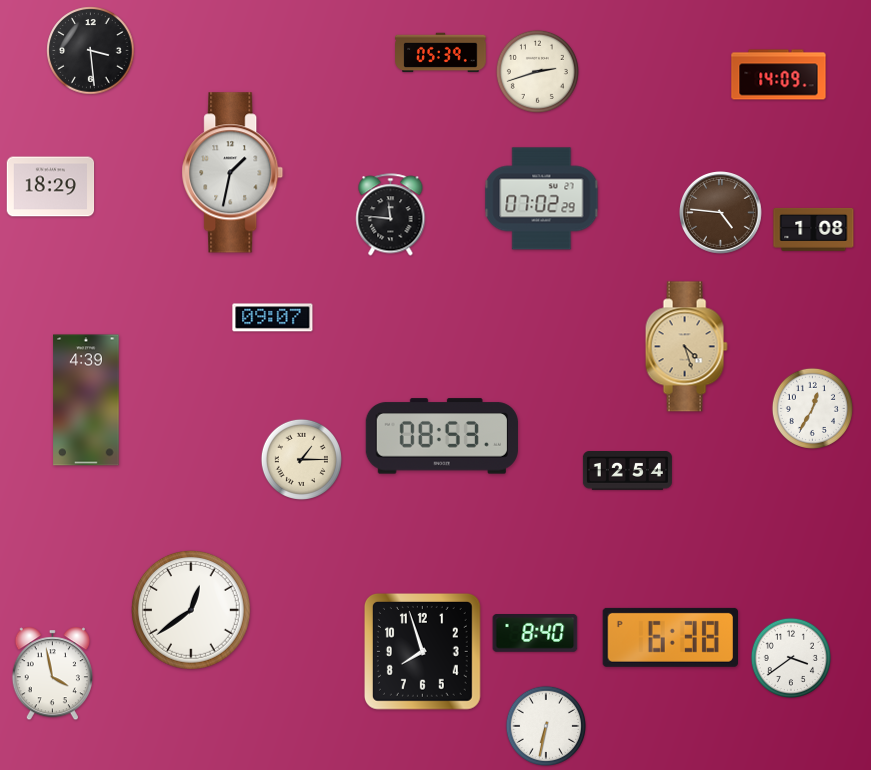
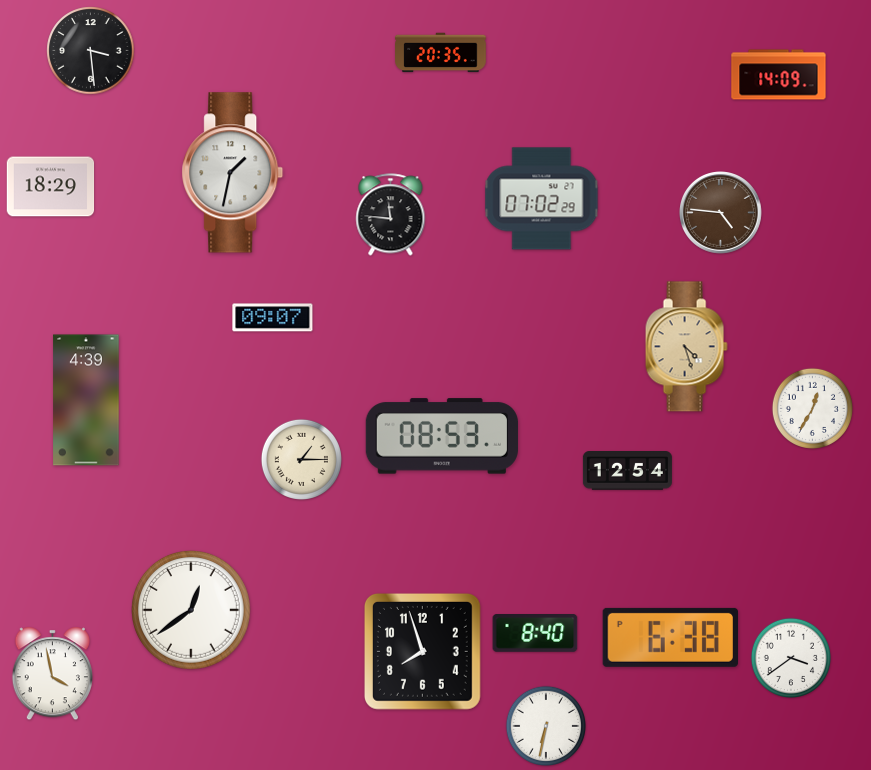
clock at (441, 53): 05:39 -> 20:35
clock at (537, 71): 2:42 -> none
clock at (814, 229): 1:08 -> none
